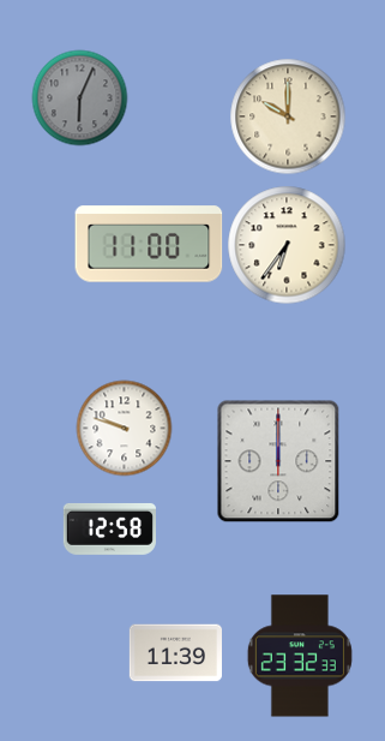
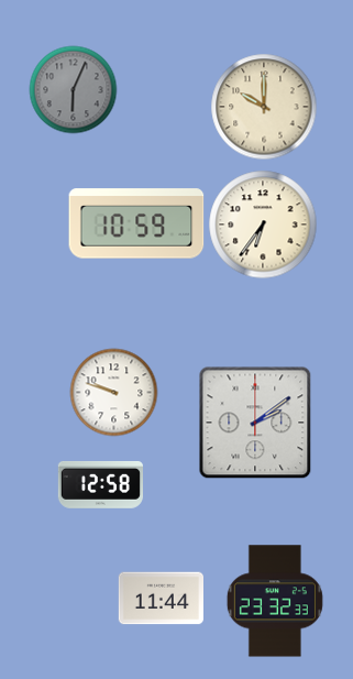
clock at (149, 244): 11:00 -> 10:59
clock at (278, 461): 12:00 -> 2:09
clock at (175, 653): 11:39 -> 11:44
